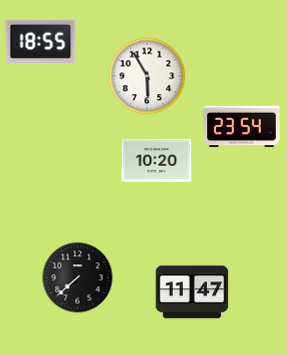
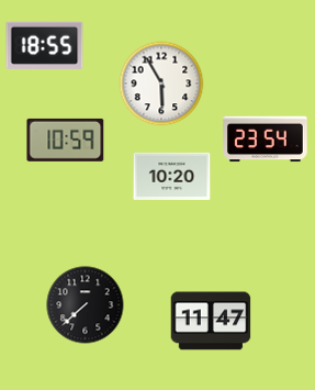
clock at (66, 140): none -> 10:59
